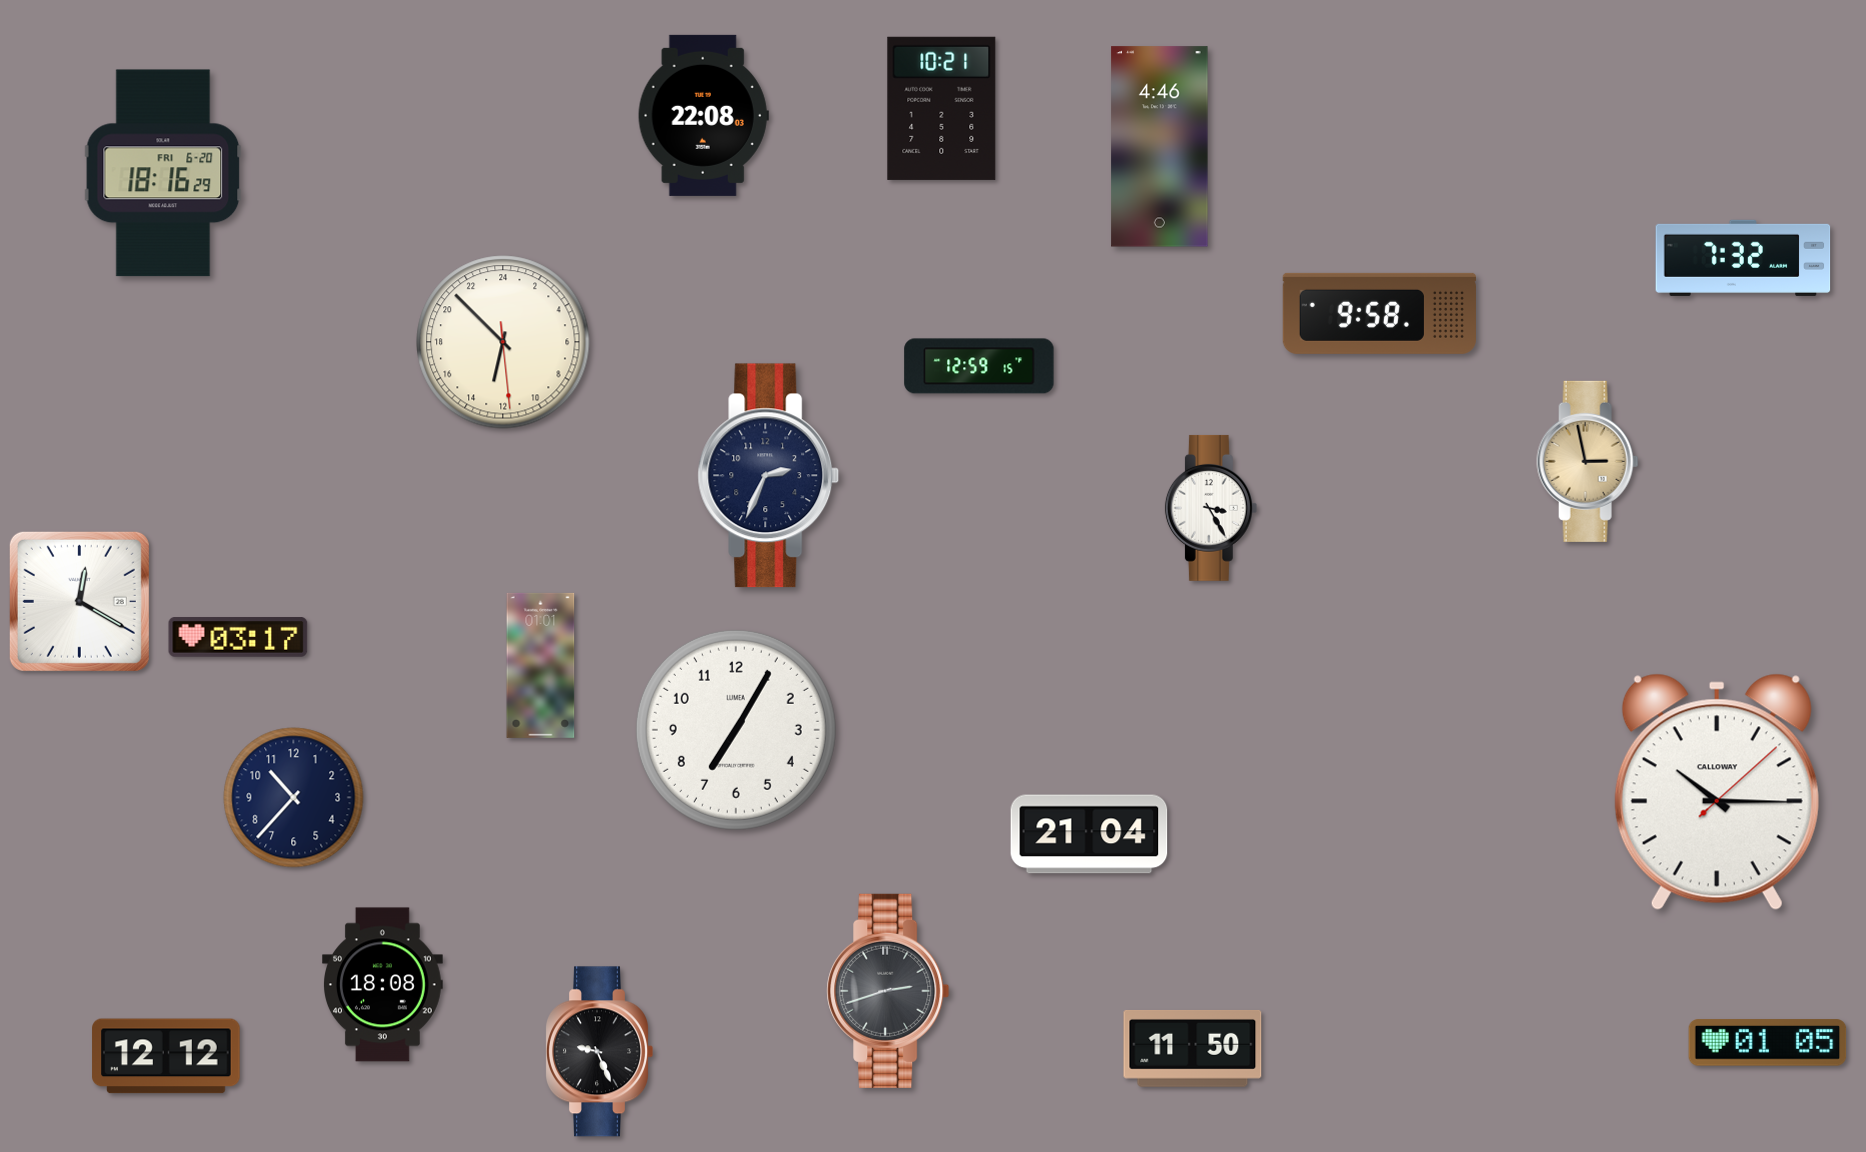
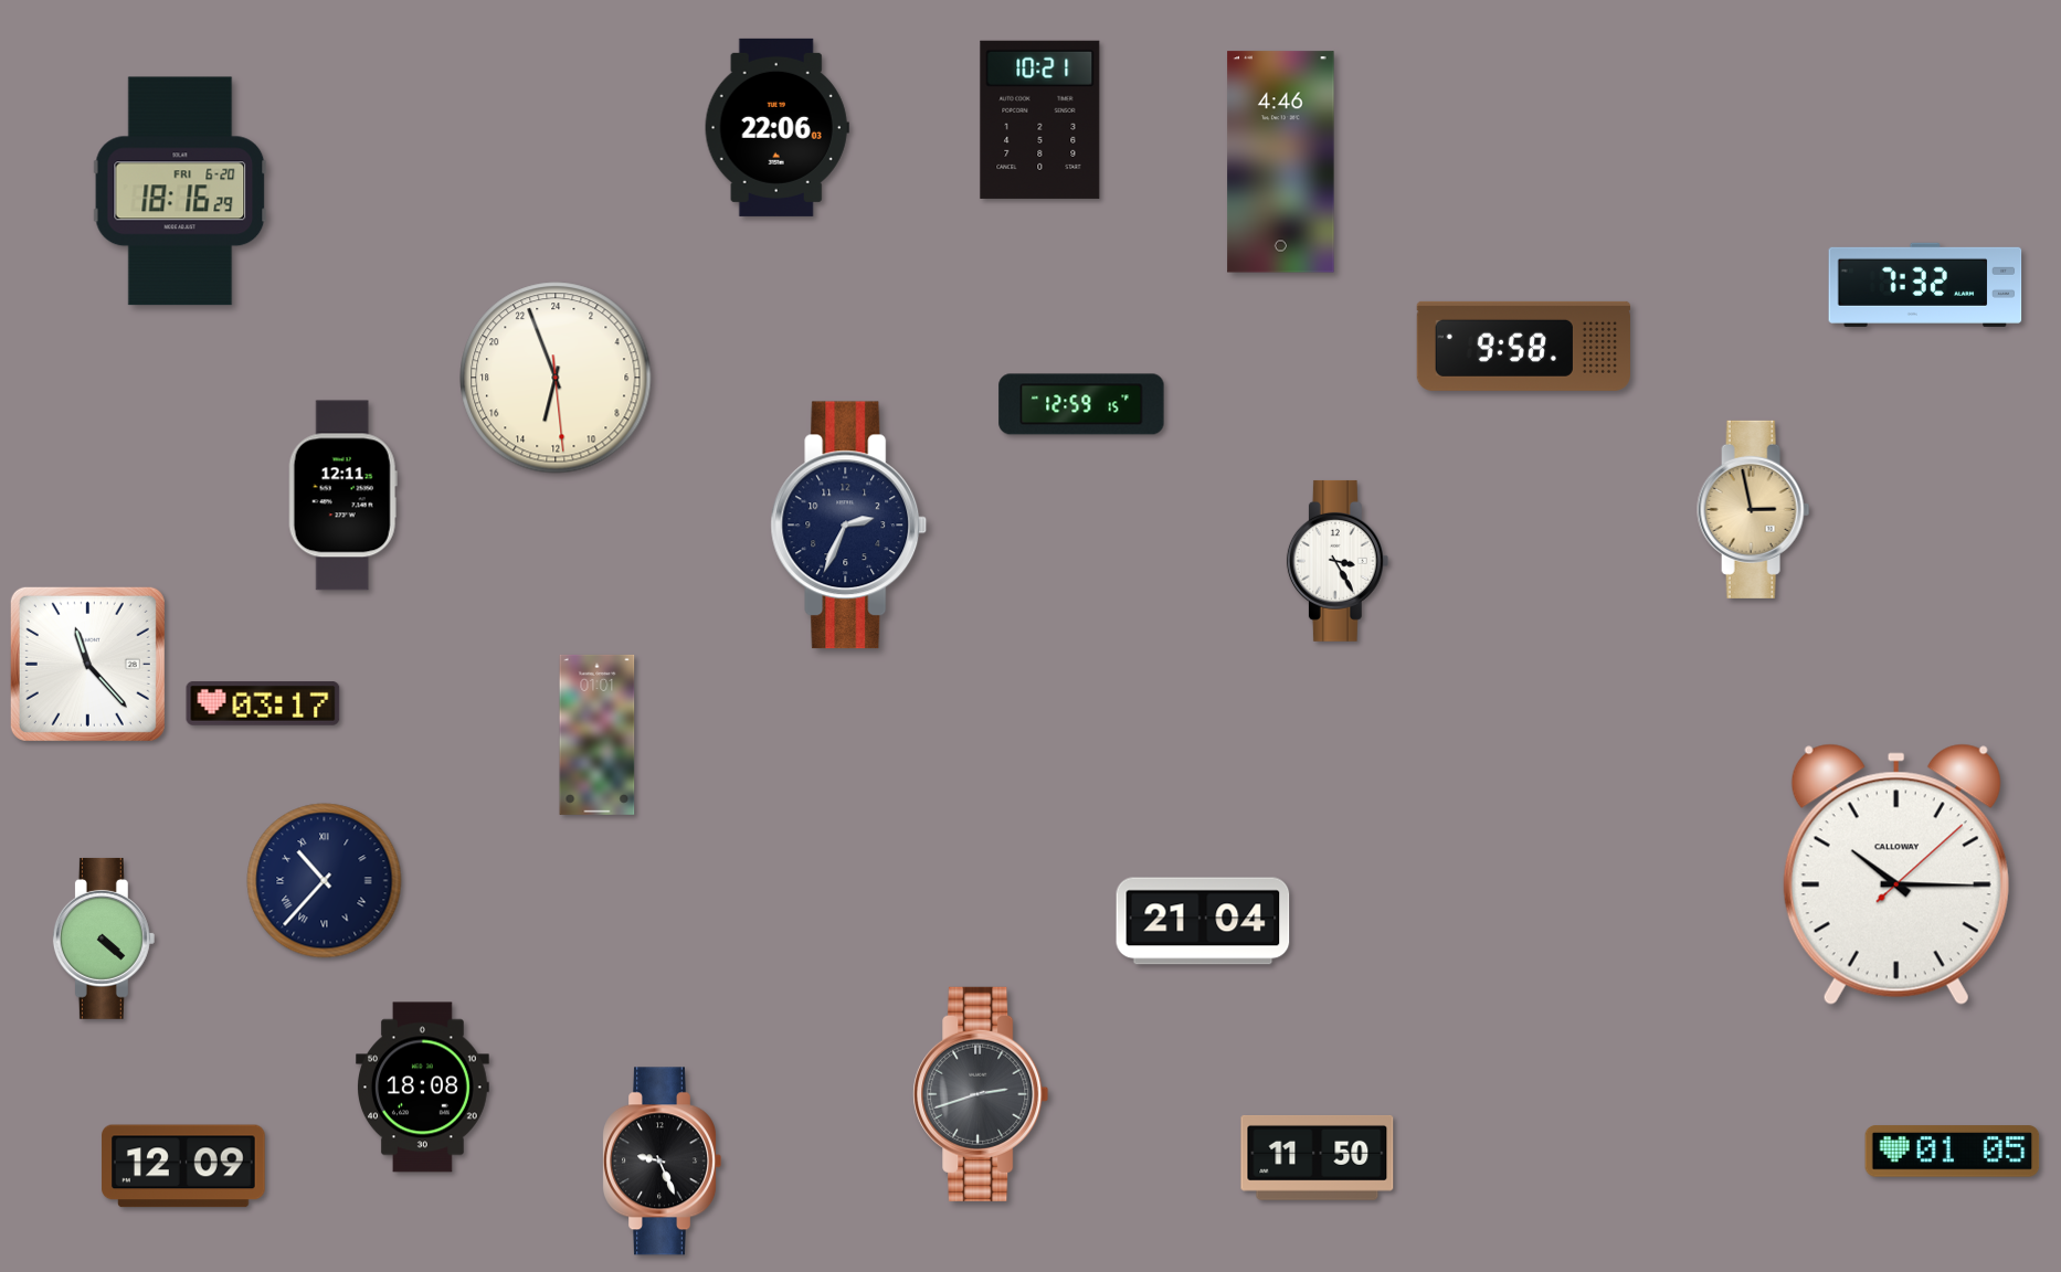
clock at (703, 115): 22:08 -> 22:06
clock at (503, 342): 12:52 -> 12:56
clock at (342, 496): none -> 12:11
clock at (79, 601): 12:20 -> 11:23
clock at (736, 730): 7:05 -> none
clock at (294, 798) numerals: Arabic -> Roman
clock at (104, 939): none -> 4:22
clock at (166, 1056): 12:12 -> 12:09
